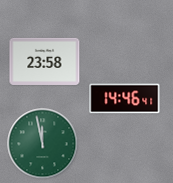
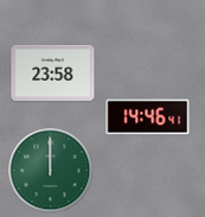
clock at (43, 144): 11:58 -> 12:00
